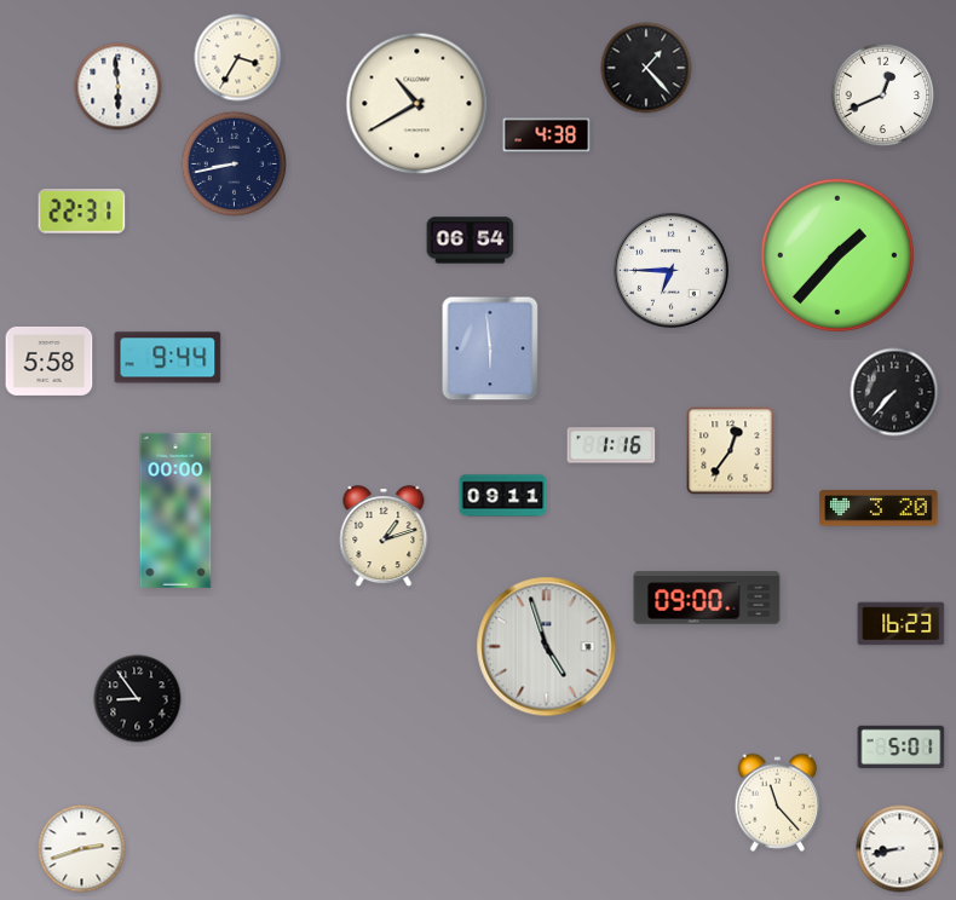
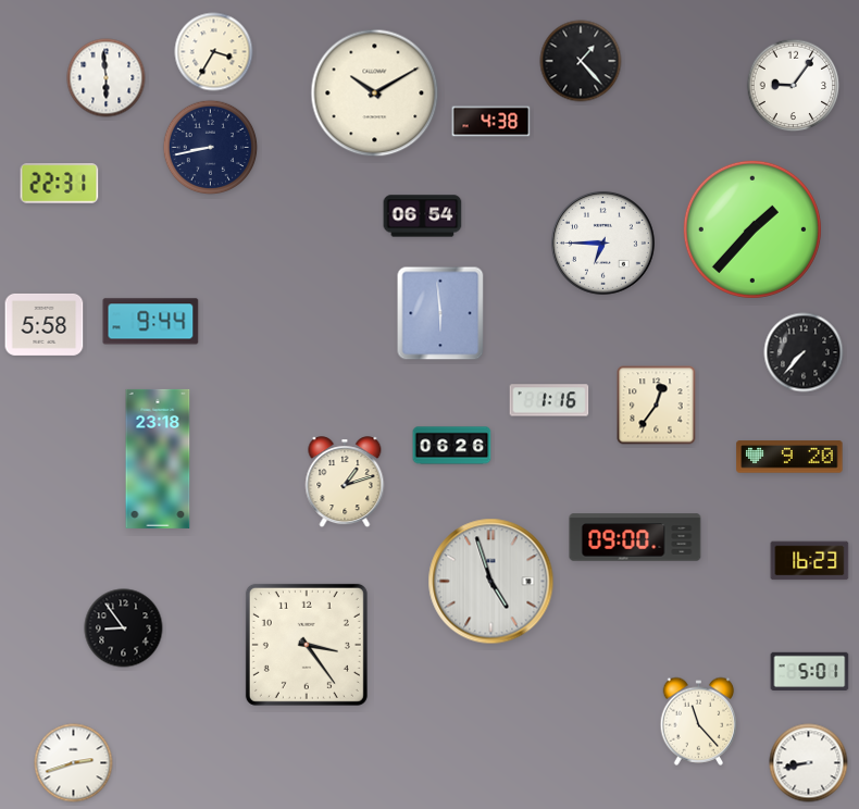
clock at (883, 96): 12:41 -> 9:06
clock at (417, 104): 10:40 -> 10:10
clock at (82, 212) position: (82, 212) -> (60, 184)
clock at (503, 496): 09:11 -> 06:26
clock at (879, 508): 3:20 -> 9:20
clock at (175, 510): 00:00 -> 23:18
clock at (307, 645): none -> 3:24
